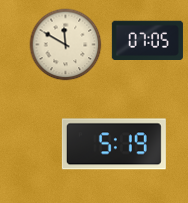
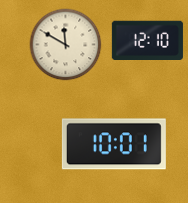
clock at (147, 40): 07:05 -> 12:10
clock at (114, 144): 5:19 -> 10:01
